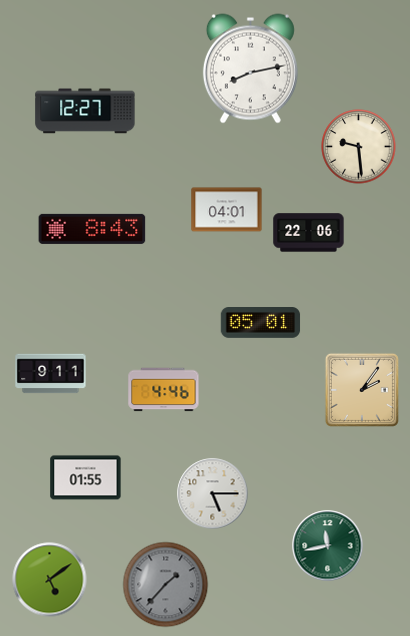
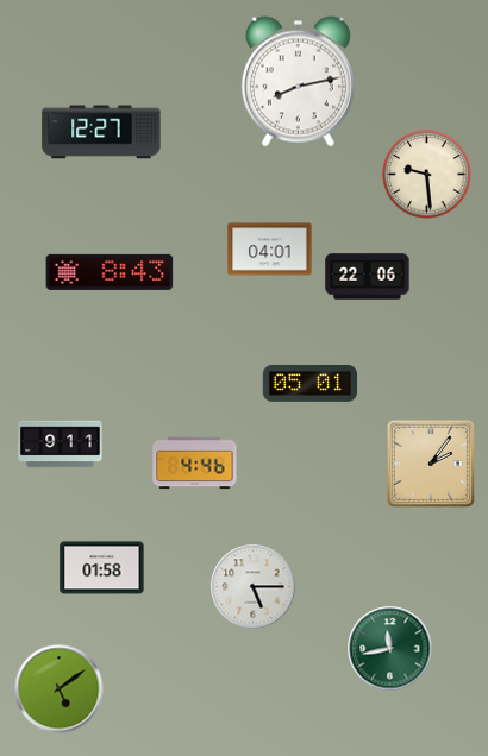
clock at (86, 478): 01:55 -> 01:58
clock at (166, 585): 1:37 -> none
